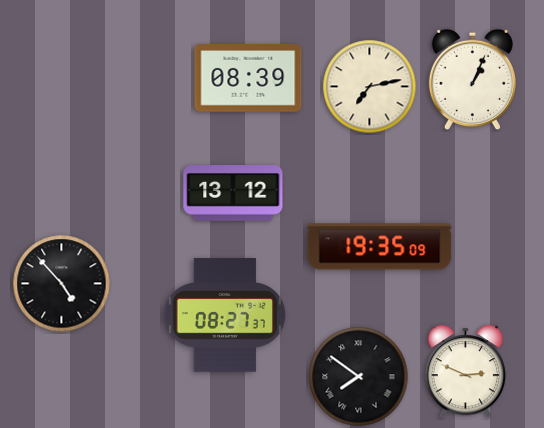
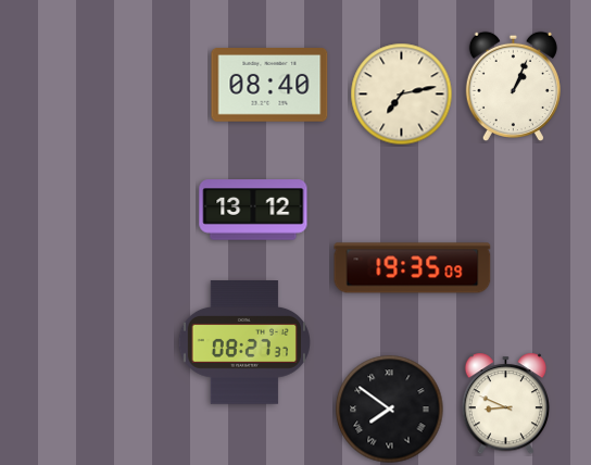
clock at (248, 79): 08:39 -> 08:40
clock at (62, 284): 4:53 -> none
clock at (465, 372): 2:49 -> 8:49
